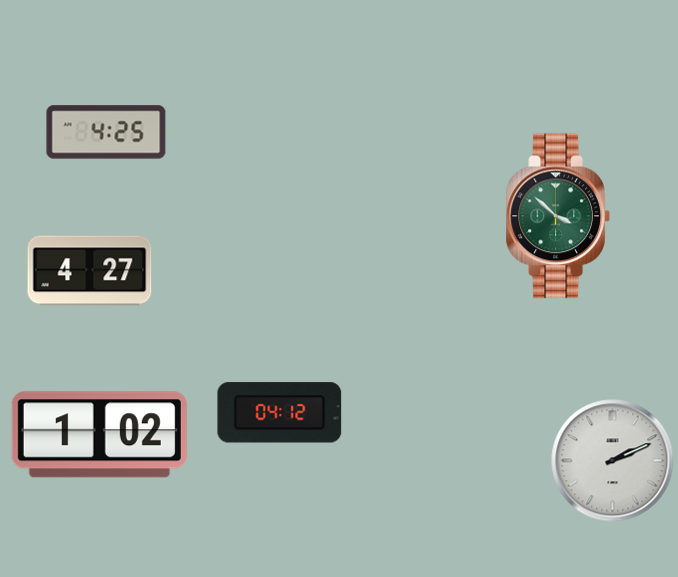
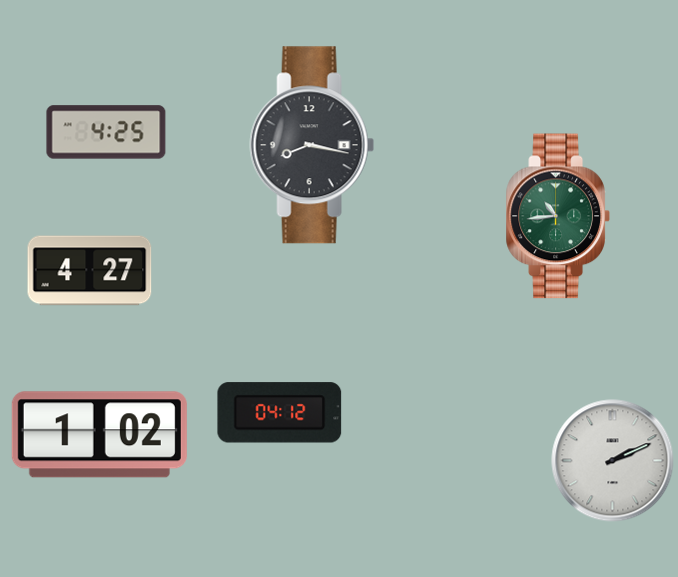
clock at (312, 145): none -> 8:17
clock at (558, 216): 3:52 -> 10:44
